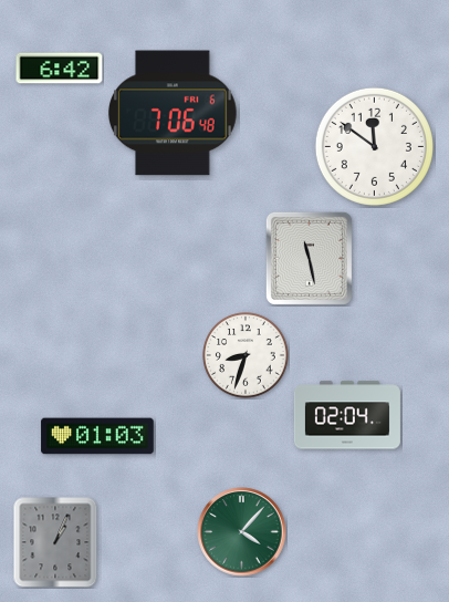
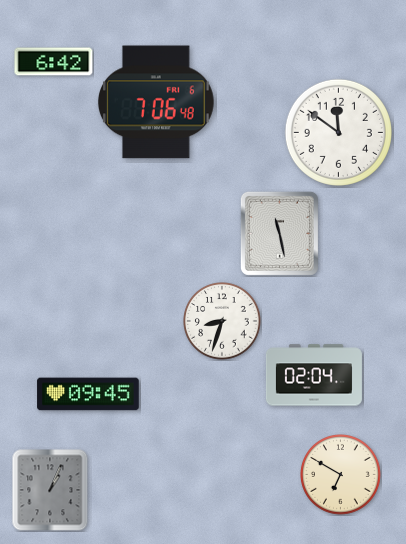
clock at (97, 436): 01:03 -> 09:45
clock at (341, 475): none -> 6:50
clock at (242, 532): 4:07 -> none
